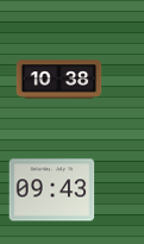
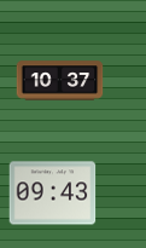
clock at (60, 80): 10:38 -> 10:37
